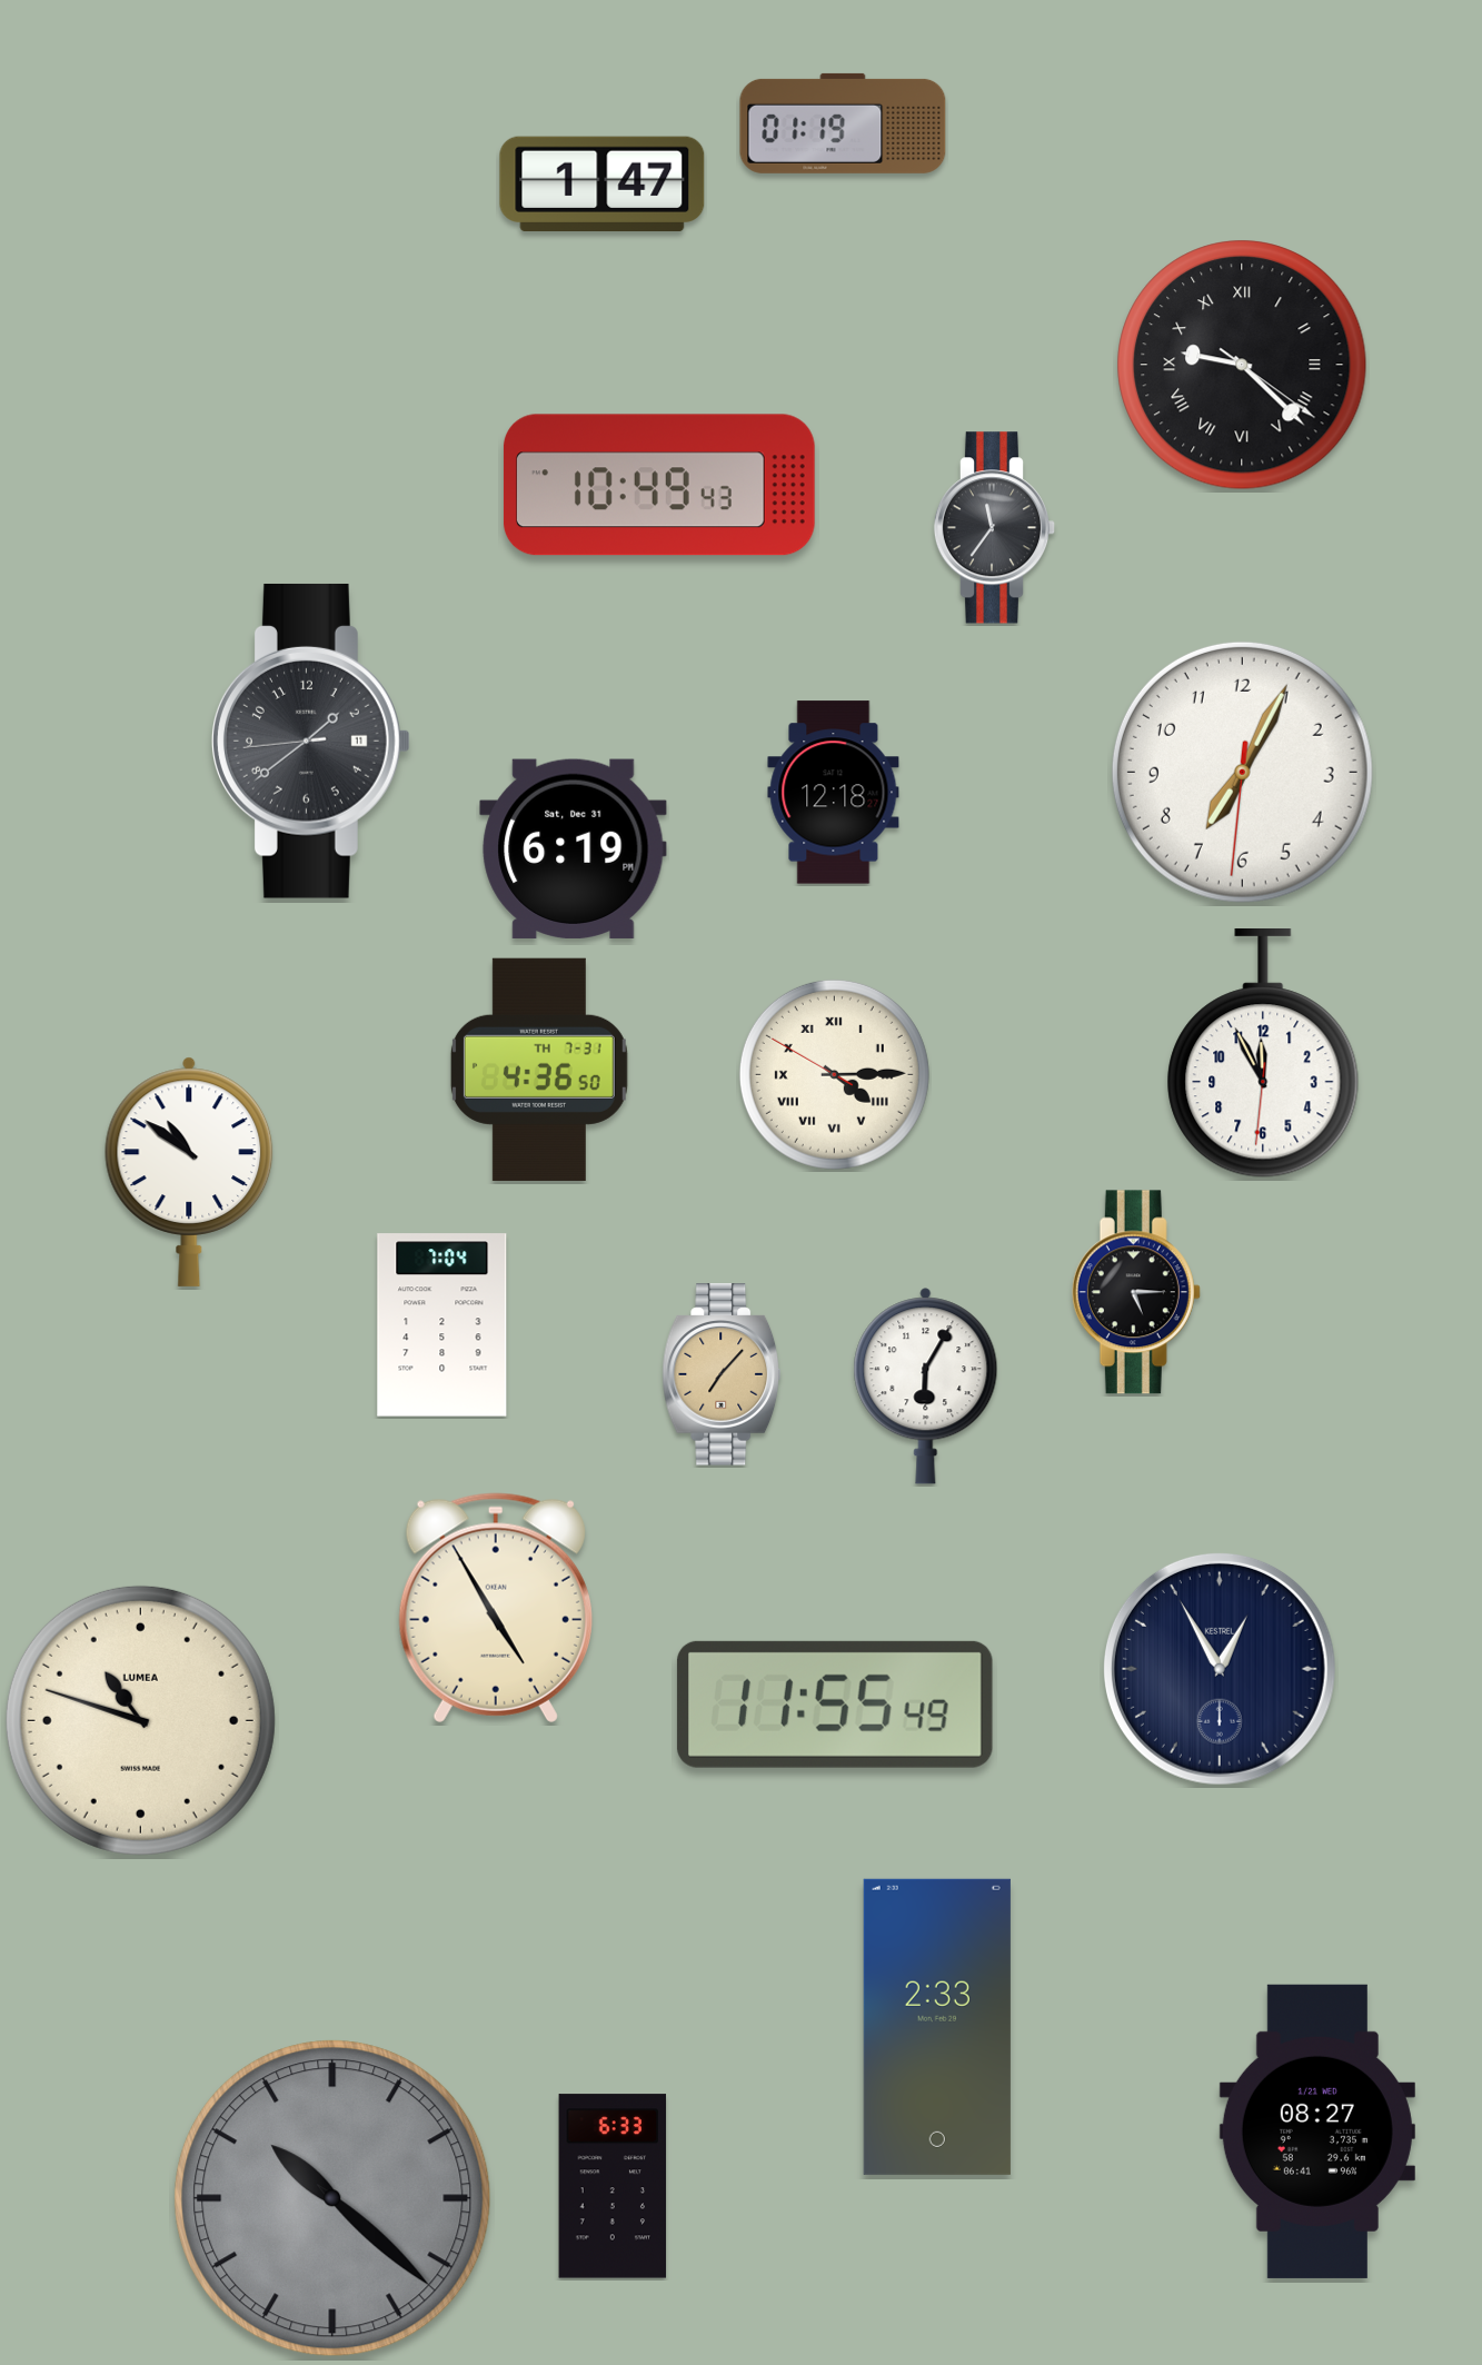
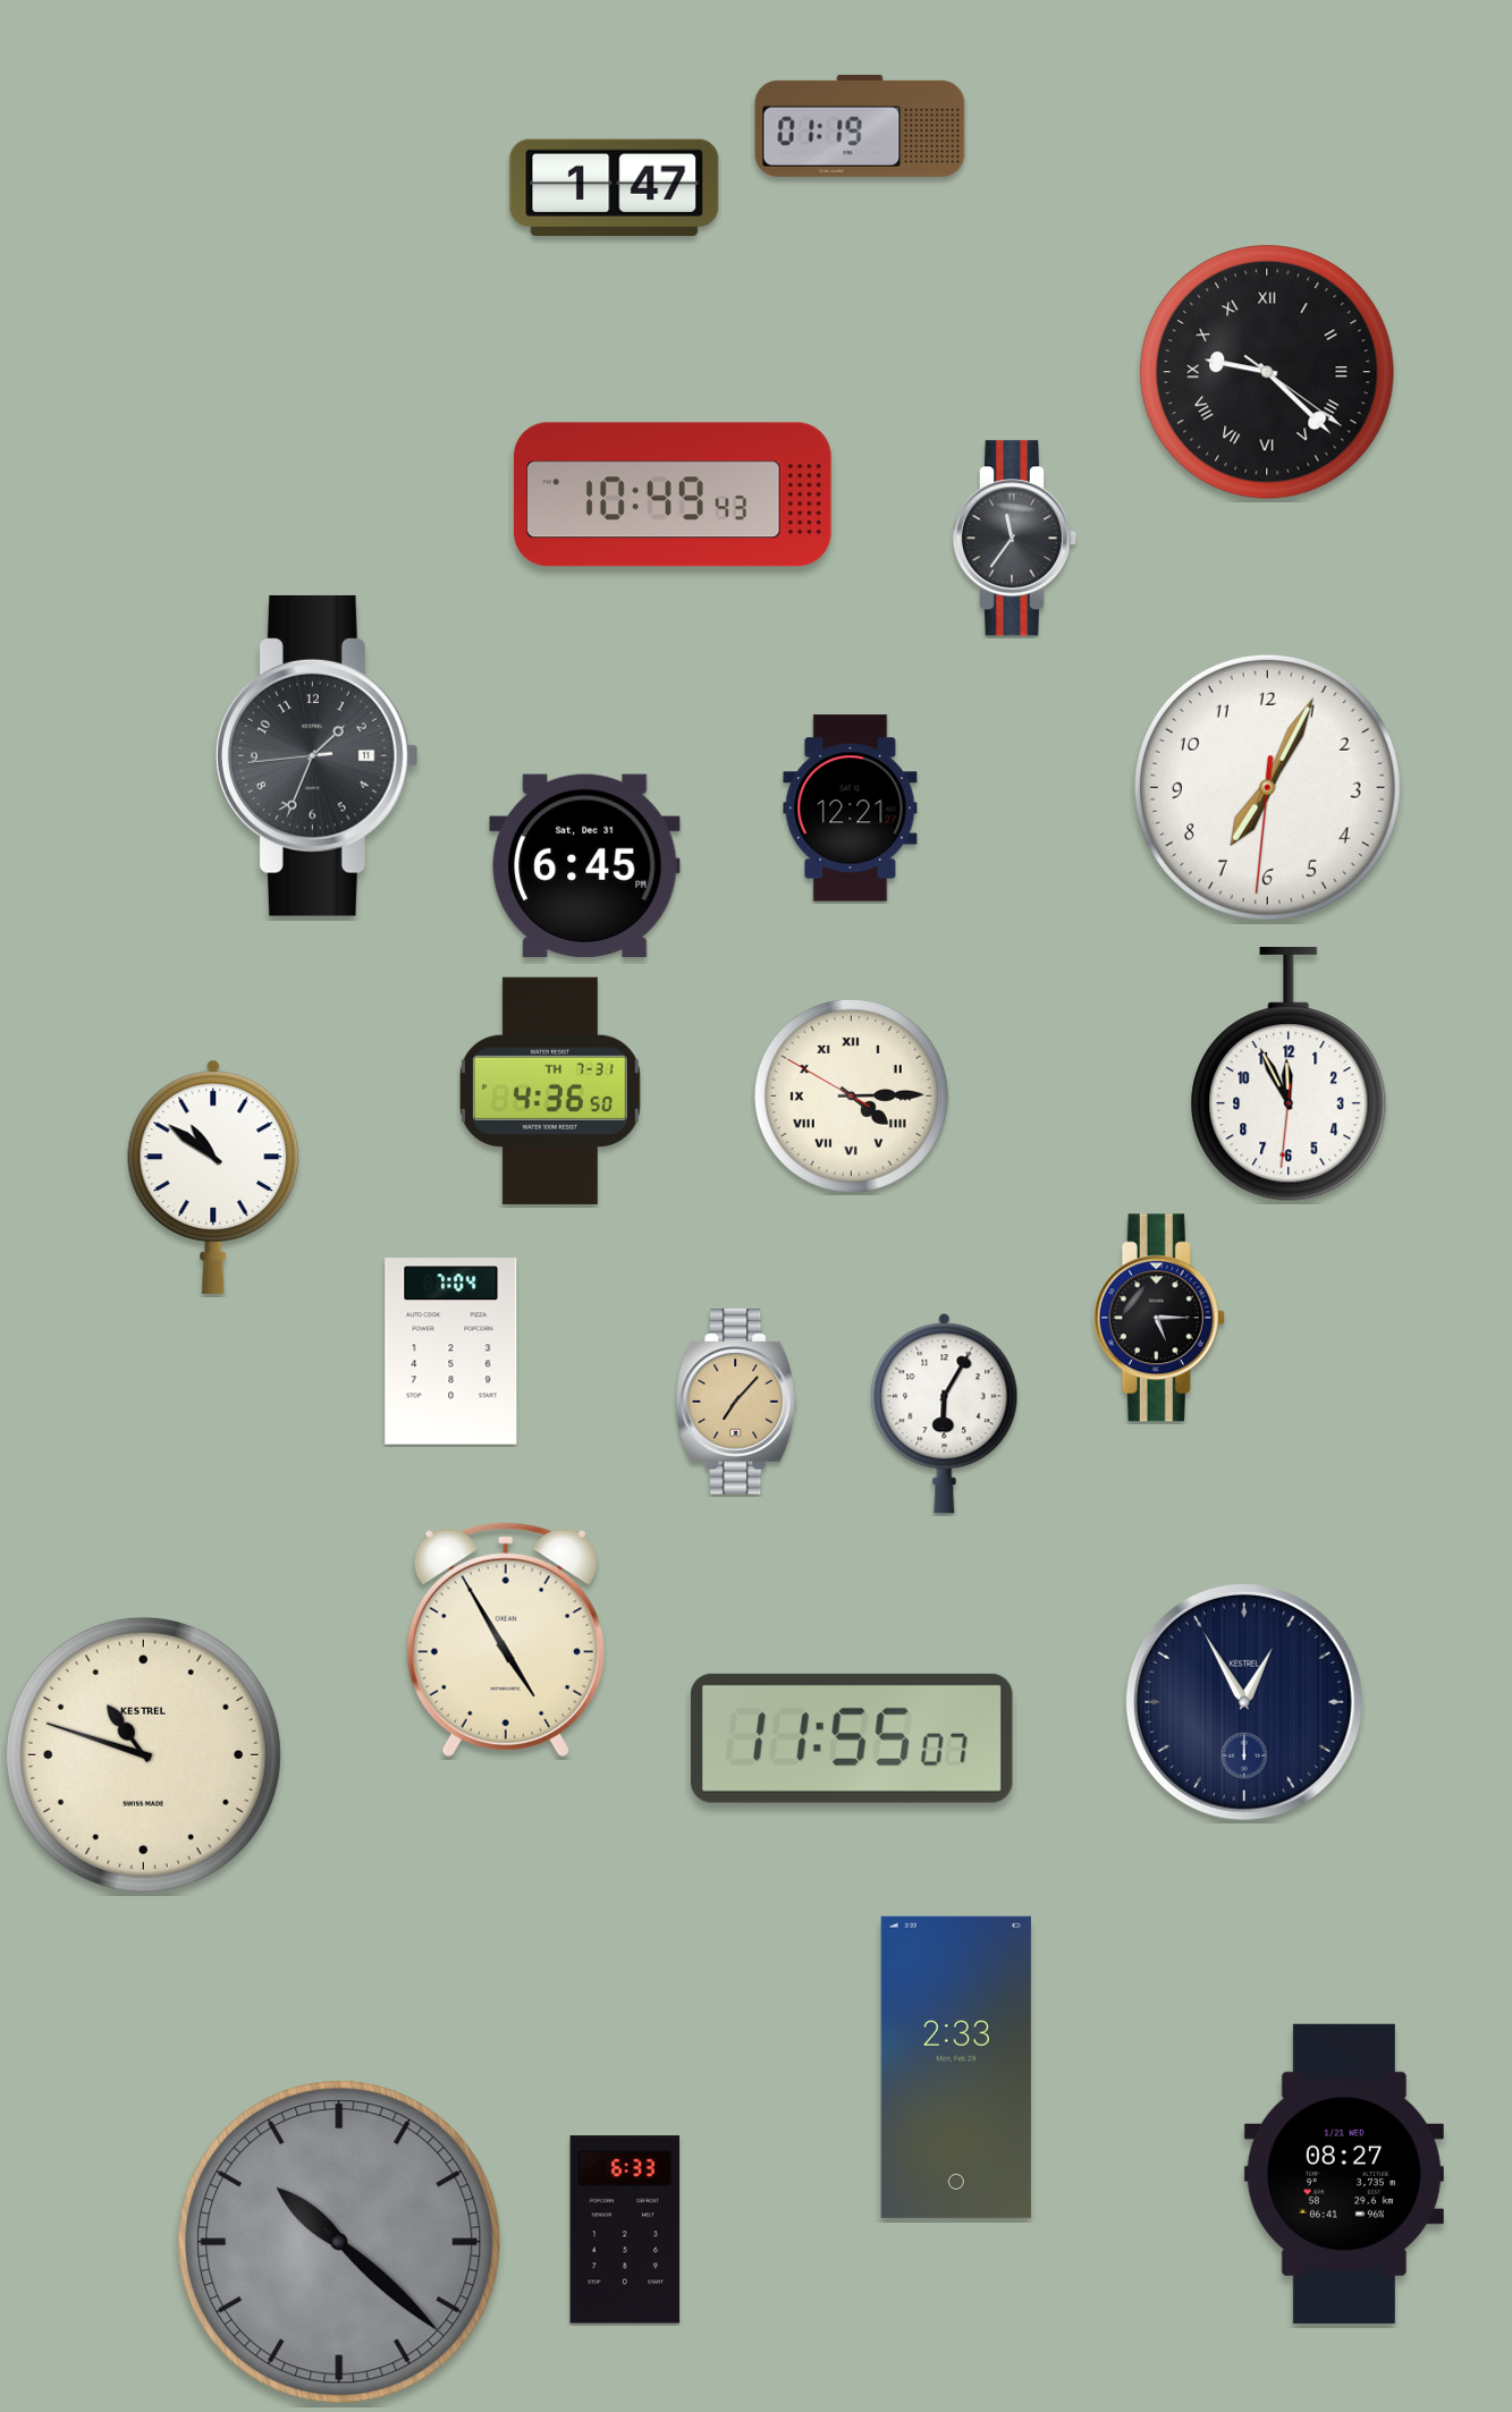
clock at (311, 741): 1:38 -> 1:33
clock at (834, 793): 12:18 -> 12:21
clock at (574, 848): 6:19 -> 6:45
clock at (189, 1172) position: (189, 1172) -> (213, 1177)
clock at (835, 1705): 11:55:49 -> 11:55:07
clock at (140, 1720) brand: LUMEA -> KESTREL
